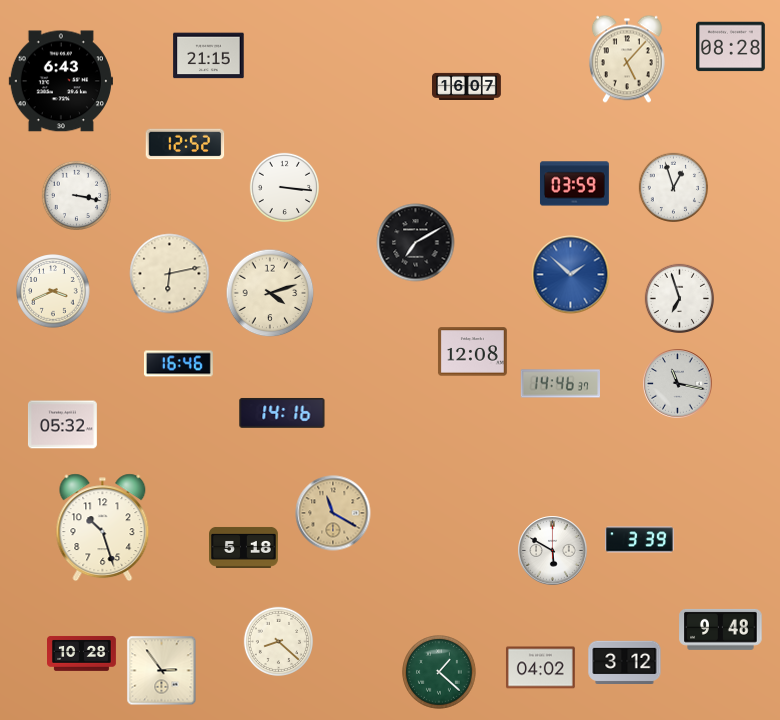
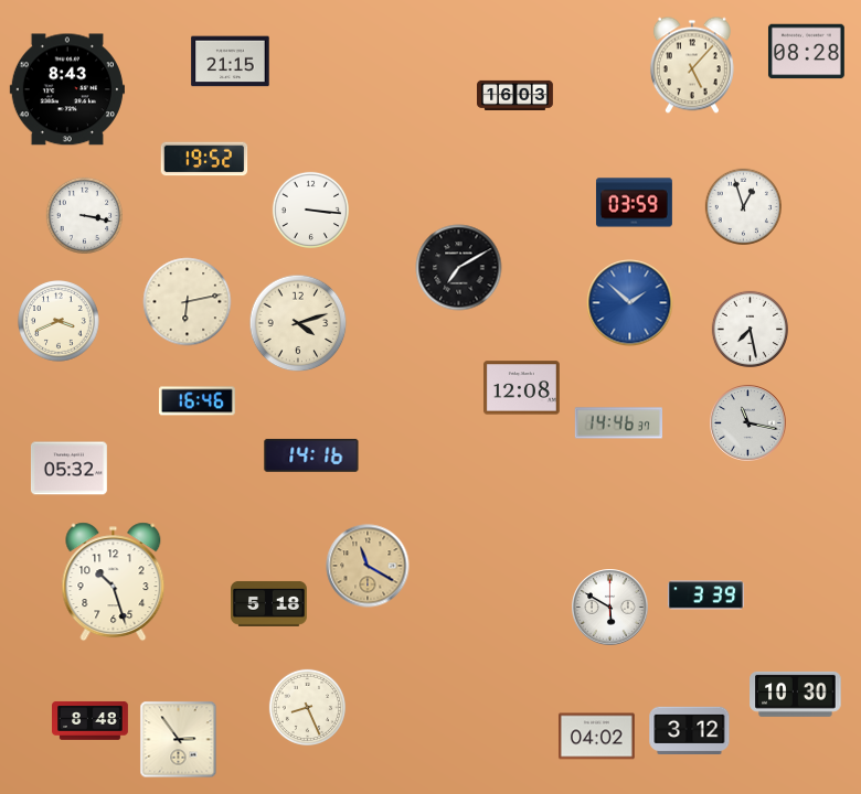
clock at (60, 81): 6:43 -> 8:43
clock at (467, 86): 16:07 -> 16:03
clock at (185, 144): 12:52 -> 19:52
clock at (284, 187) position: (284, 187) -> (310, 210)
clock at (679, 298): 6:57 -> 7:28
clock at (721, 629): 9:48 -> 10:30
clock at (278, 641): 8:22 -> 8:26
clock at (82, 654): 10:28 -> 8:48
clock at (439, 672): 1:22 -> none
